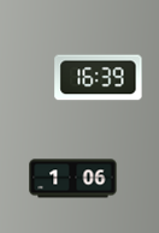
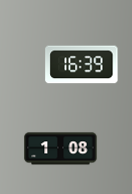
clock at (73, 179): 1:06 -> 1:08
